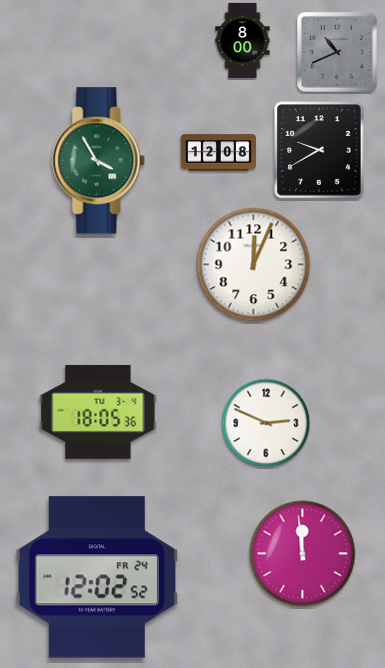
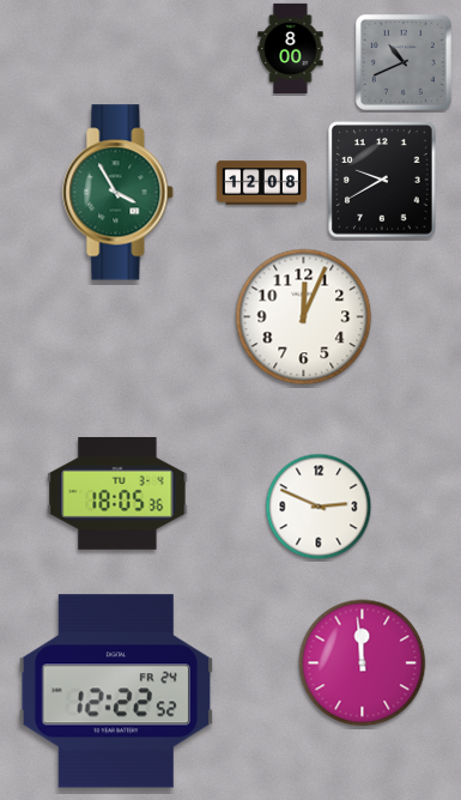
clock at (97, 577): 12:02 -> 12:22
